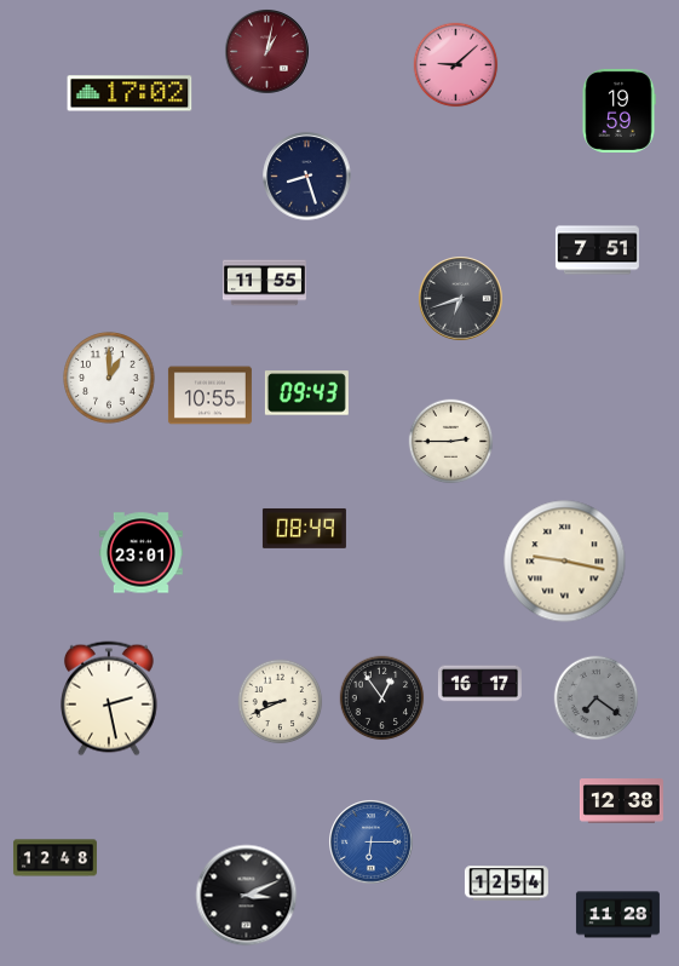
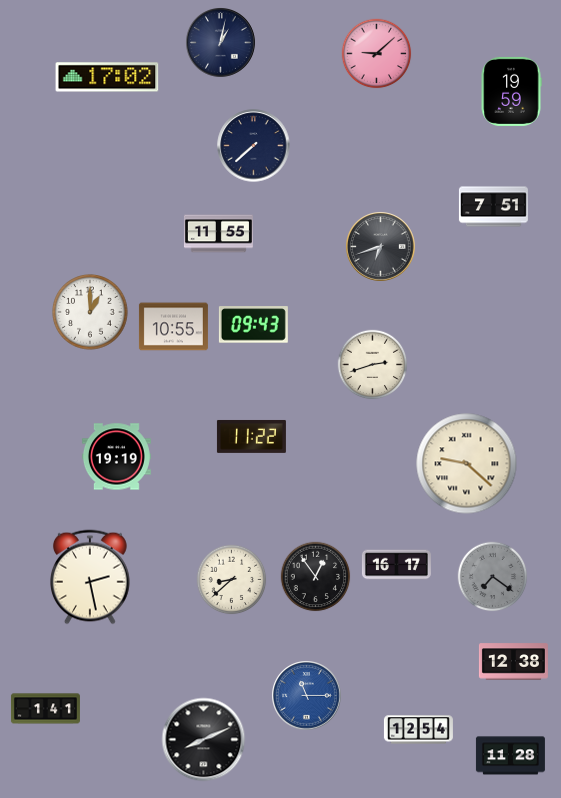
clock at (267, 52) dial: burgundy -> navy
clock at (307, 177): 8:27 -> 7:38
clock at (451, 442): 2:45 -> 2:42
clock at (304, 528): 08:49 -> 11:22
clock at (140, 553): 23:01 -> 19:19
clock at (565, 562): 9:17 -> 9:22
clock at (281, 702): 8:41 -> 8:38
clock at (372, 843): 6:15 -> 11:15
clock at (54, 858): 12:48 -> 1:41
clock at (247, 896): 3:11 -> 8:11
